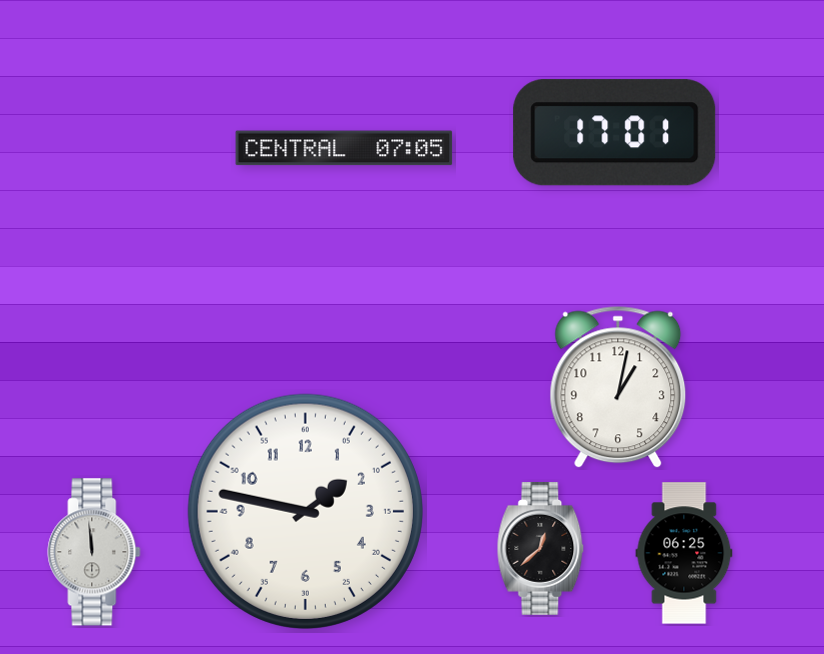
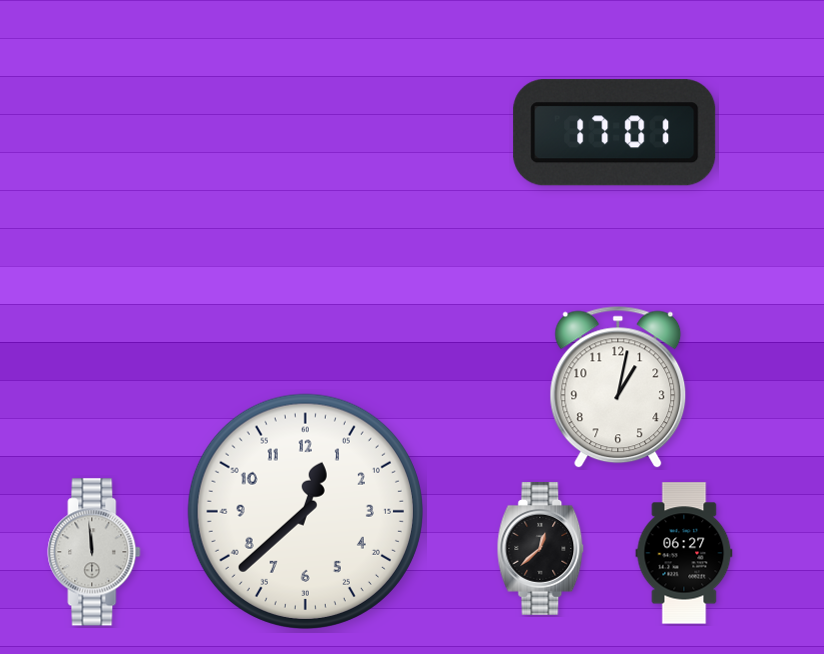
clock at (344, 148): 07:05 -> none
clock at (305, 511): 1:47 -> 12:38
clock at (684, 553): 06:25 -> 06:27
